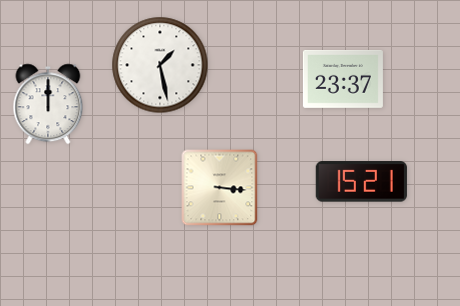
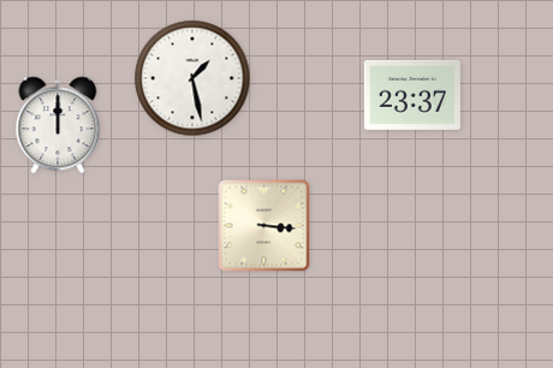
clock at (361, 182): 15:21 -> none
